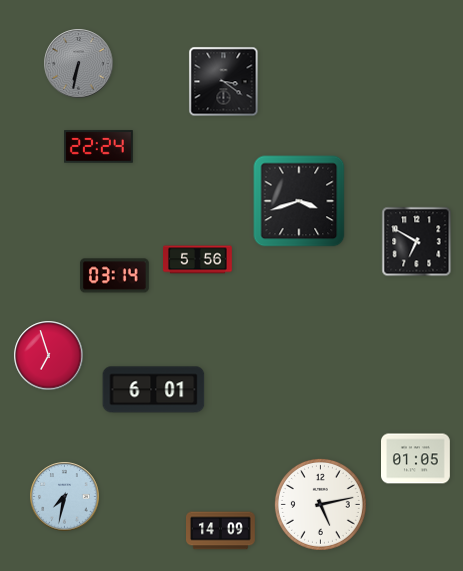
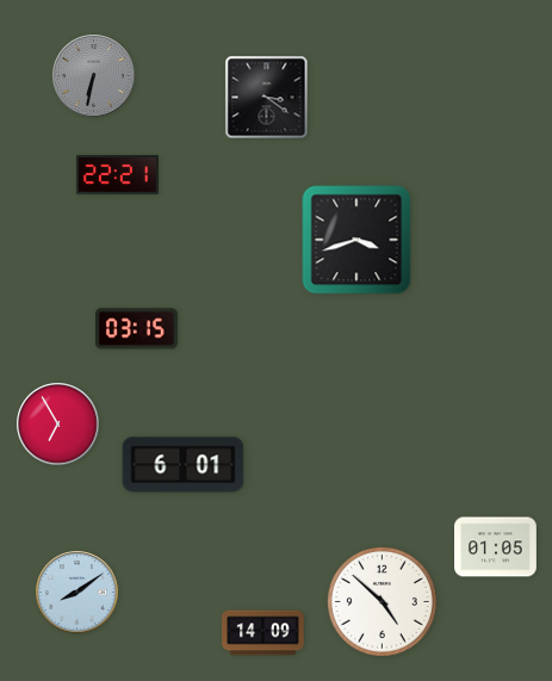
clock at (99, 147): 22:24 -> 22:21
clock at (417, 242): 6:50 -> none
clock at (198, 260): 5:56 -> none
clock at (114, 276): 03:14 -> 03:15
clock at (49, 356): 6:57 -> 6:55
clock at (65, 497): 7:32 -> 8:09
clock at (320, 504): 5:13 -> 4:52
